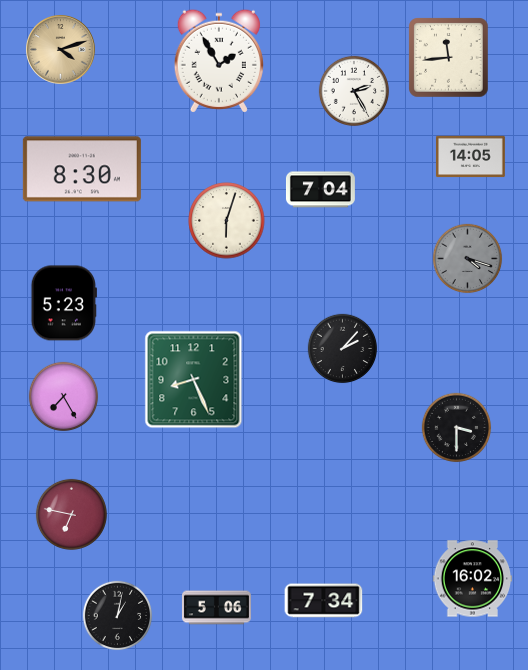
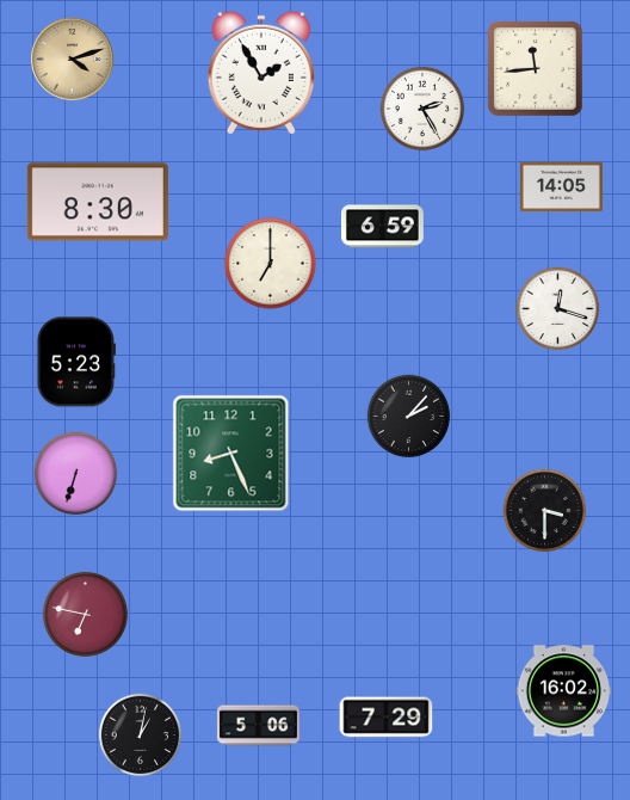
clock at (320, 190): 7:04 -> 6:59
clock at (227, 221): 6:03 -> 7:00
clock at (468, 259): 4:18 -> 12:18
clock at (468, 259) dial: grey -> white
clock at (64, 397): 7:25 -> 6:33
clock at (324, 601): 7:34 -> 7:29
